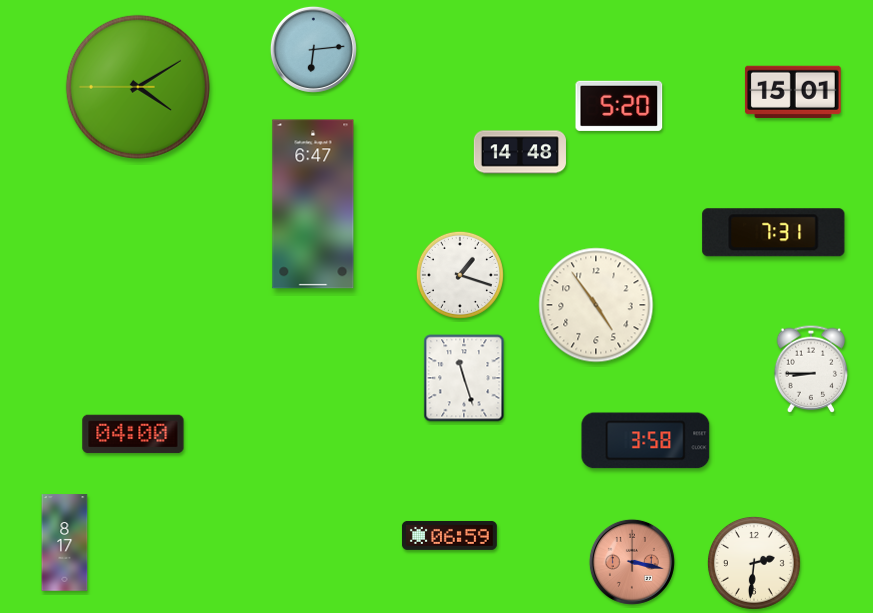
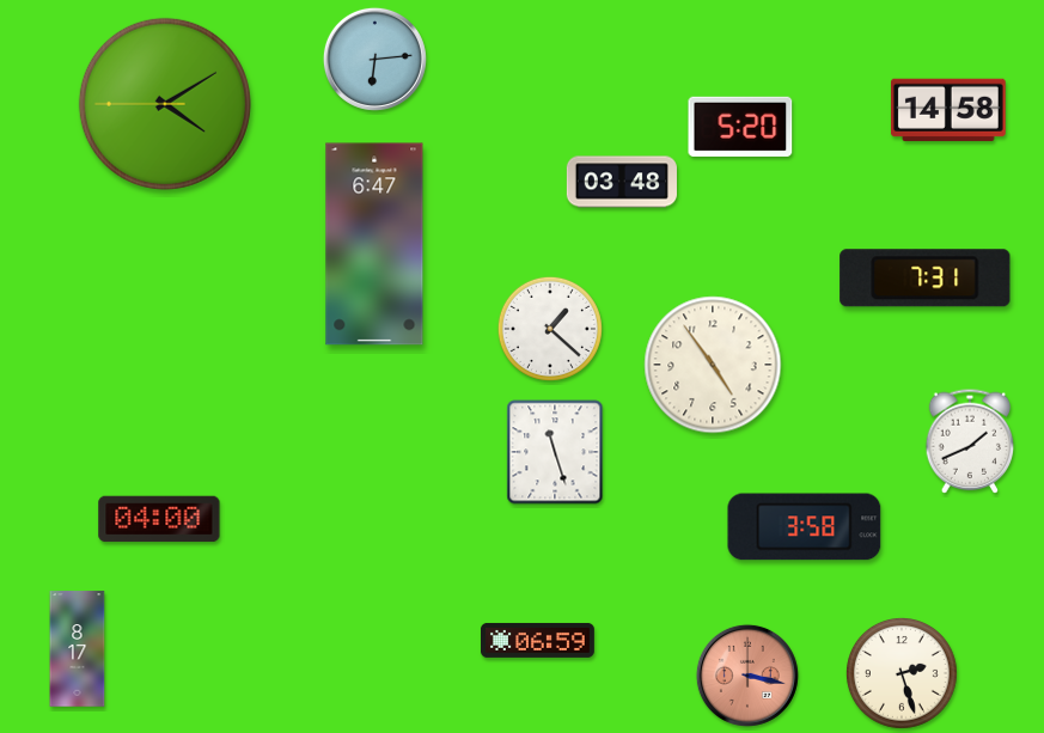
clock at (793, 92): 15:01 -> 14:58
clock at (519, 152): 14:48 -> 03:48
clock at (460, 275): 1:18 -> 1:22
clock at (811, 369): 8:45 -> 1:41
clock at (646, 441) position: (646, 441) -> (805, 527)
clock at (632, 562) position: (632, 562) -> (747, 676)
clock at (754, 563): 2:31 -> 2:27
